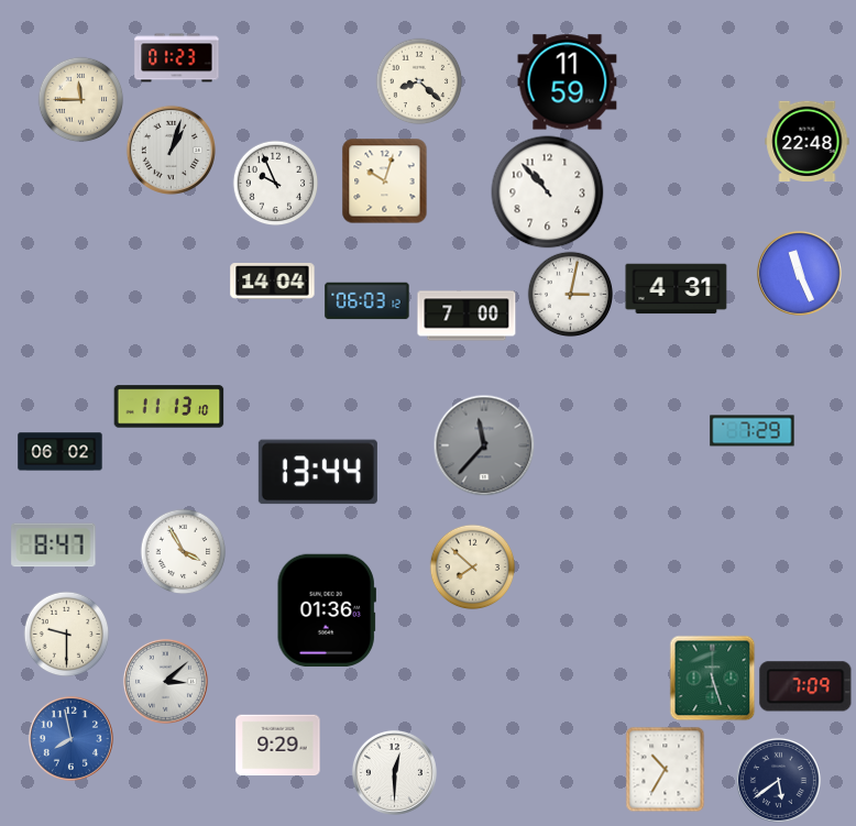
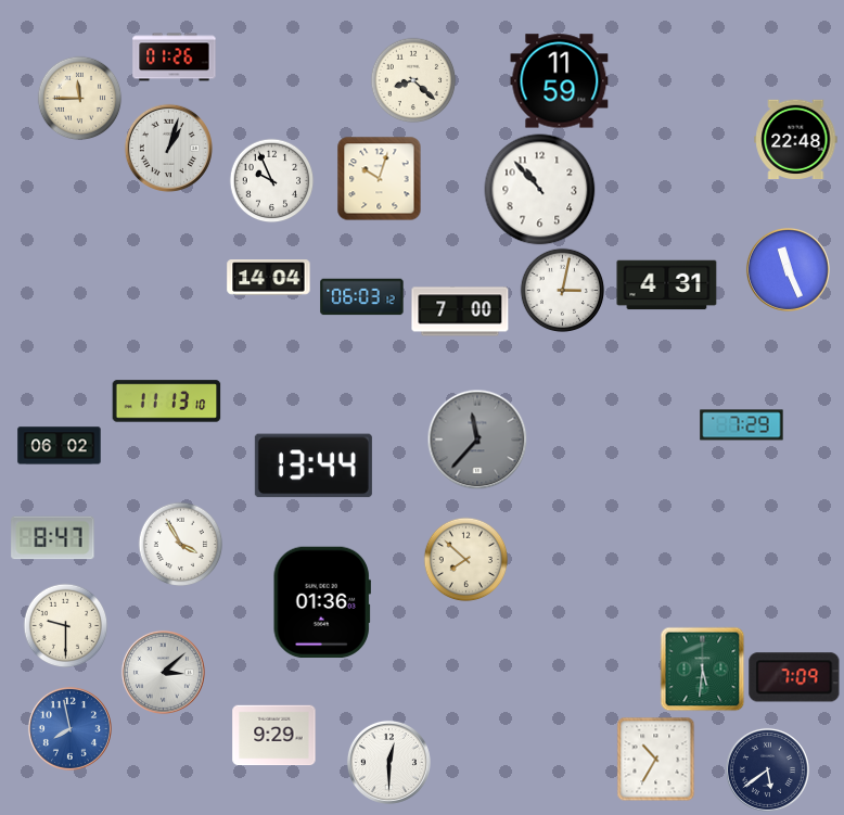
clock at (177, 58): 01:23 -> 01:26
clock at (712, 678): 5:27 -> 5:31
